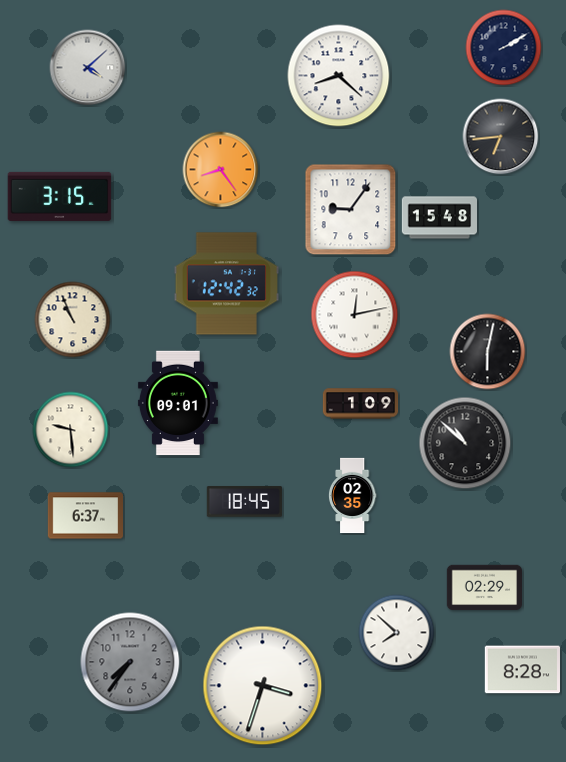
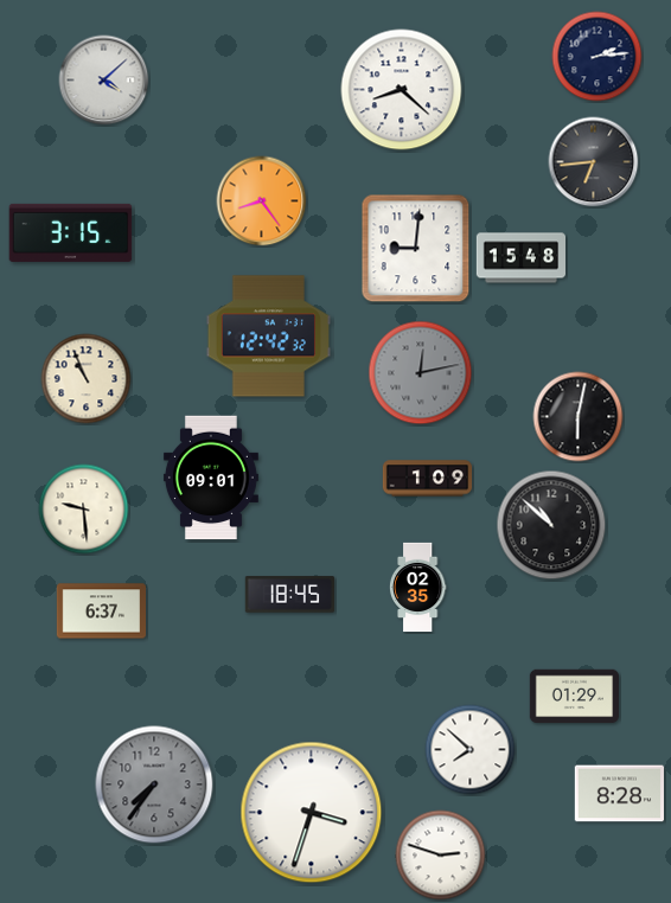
clock at (504, 48): 2:10 -> 2:14
clock at (351, 210): 9:06 -> 9:01
clock at (355, 315) dial: white -> grey
clock at (484, 588): 02:29 -> 01:29
clock at (441, 856): none -> 2:48
